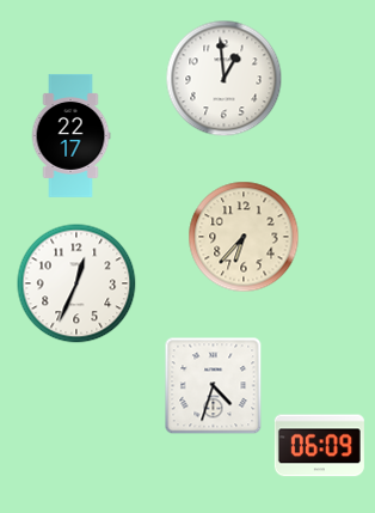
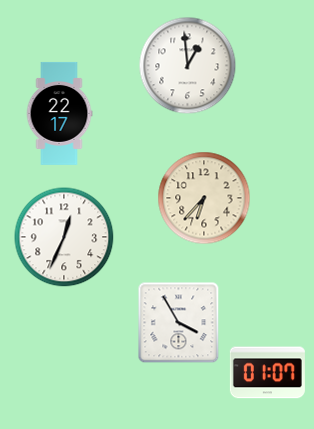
clock at (214, 386): 4:33 -> 3:55
clock at (319, 446): 06:09 -> 01:07
